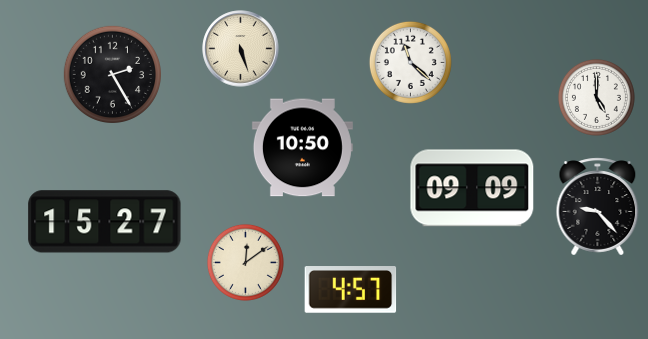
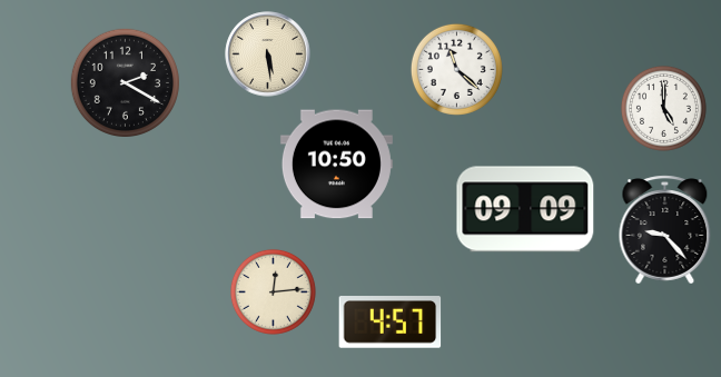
clock at (241, 49): 5:27 -> 5:29
clock at (112, 74): 2:25 -> 2:20
clock at (105, 222): 15:27 -> none
clock at (245, 262): 12:09 -> 12:14
